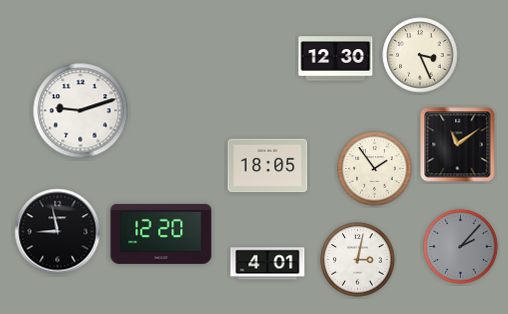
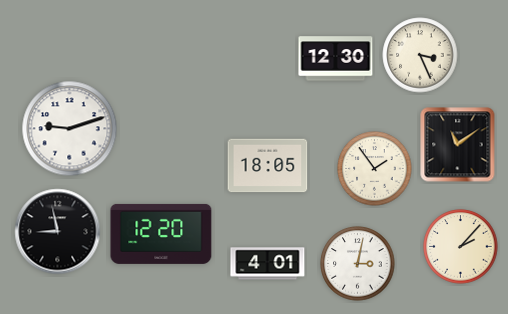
clock at (81, 111) position: (81, 111) -> (70, 129)
clock at (461, 247) dial: grey -> cream
clock at (358, 260) position: (358, 260) -> (358, 264)
